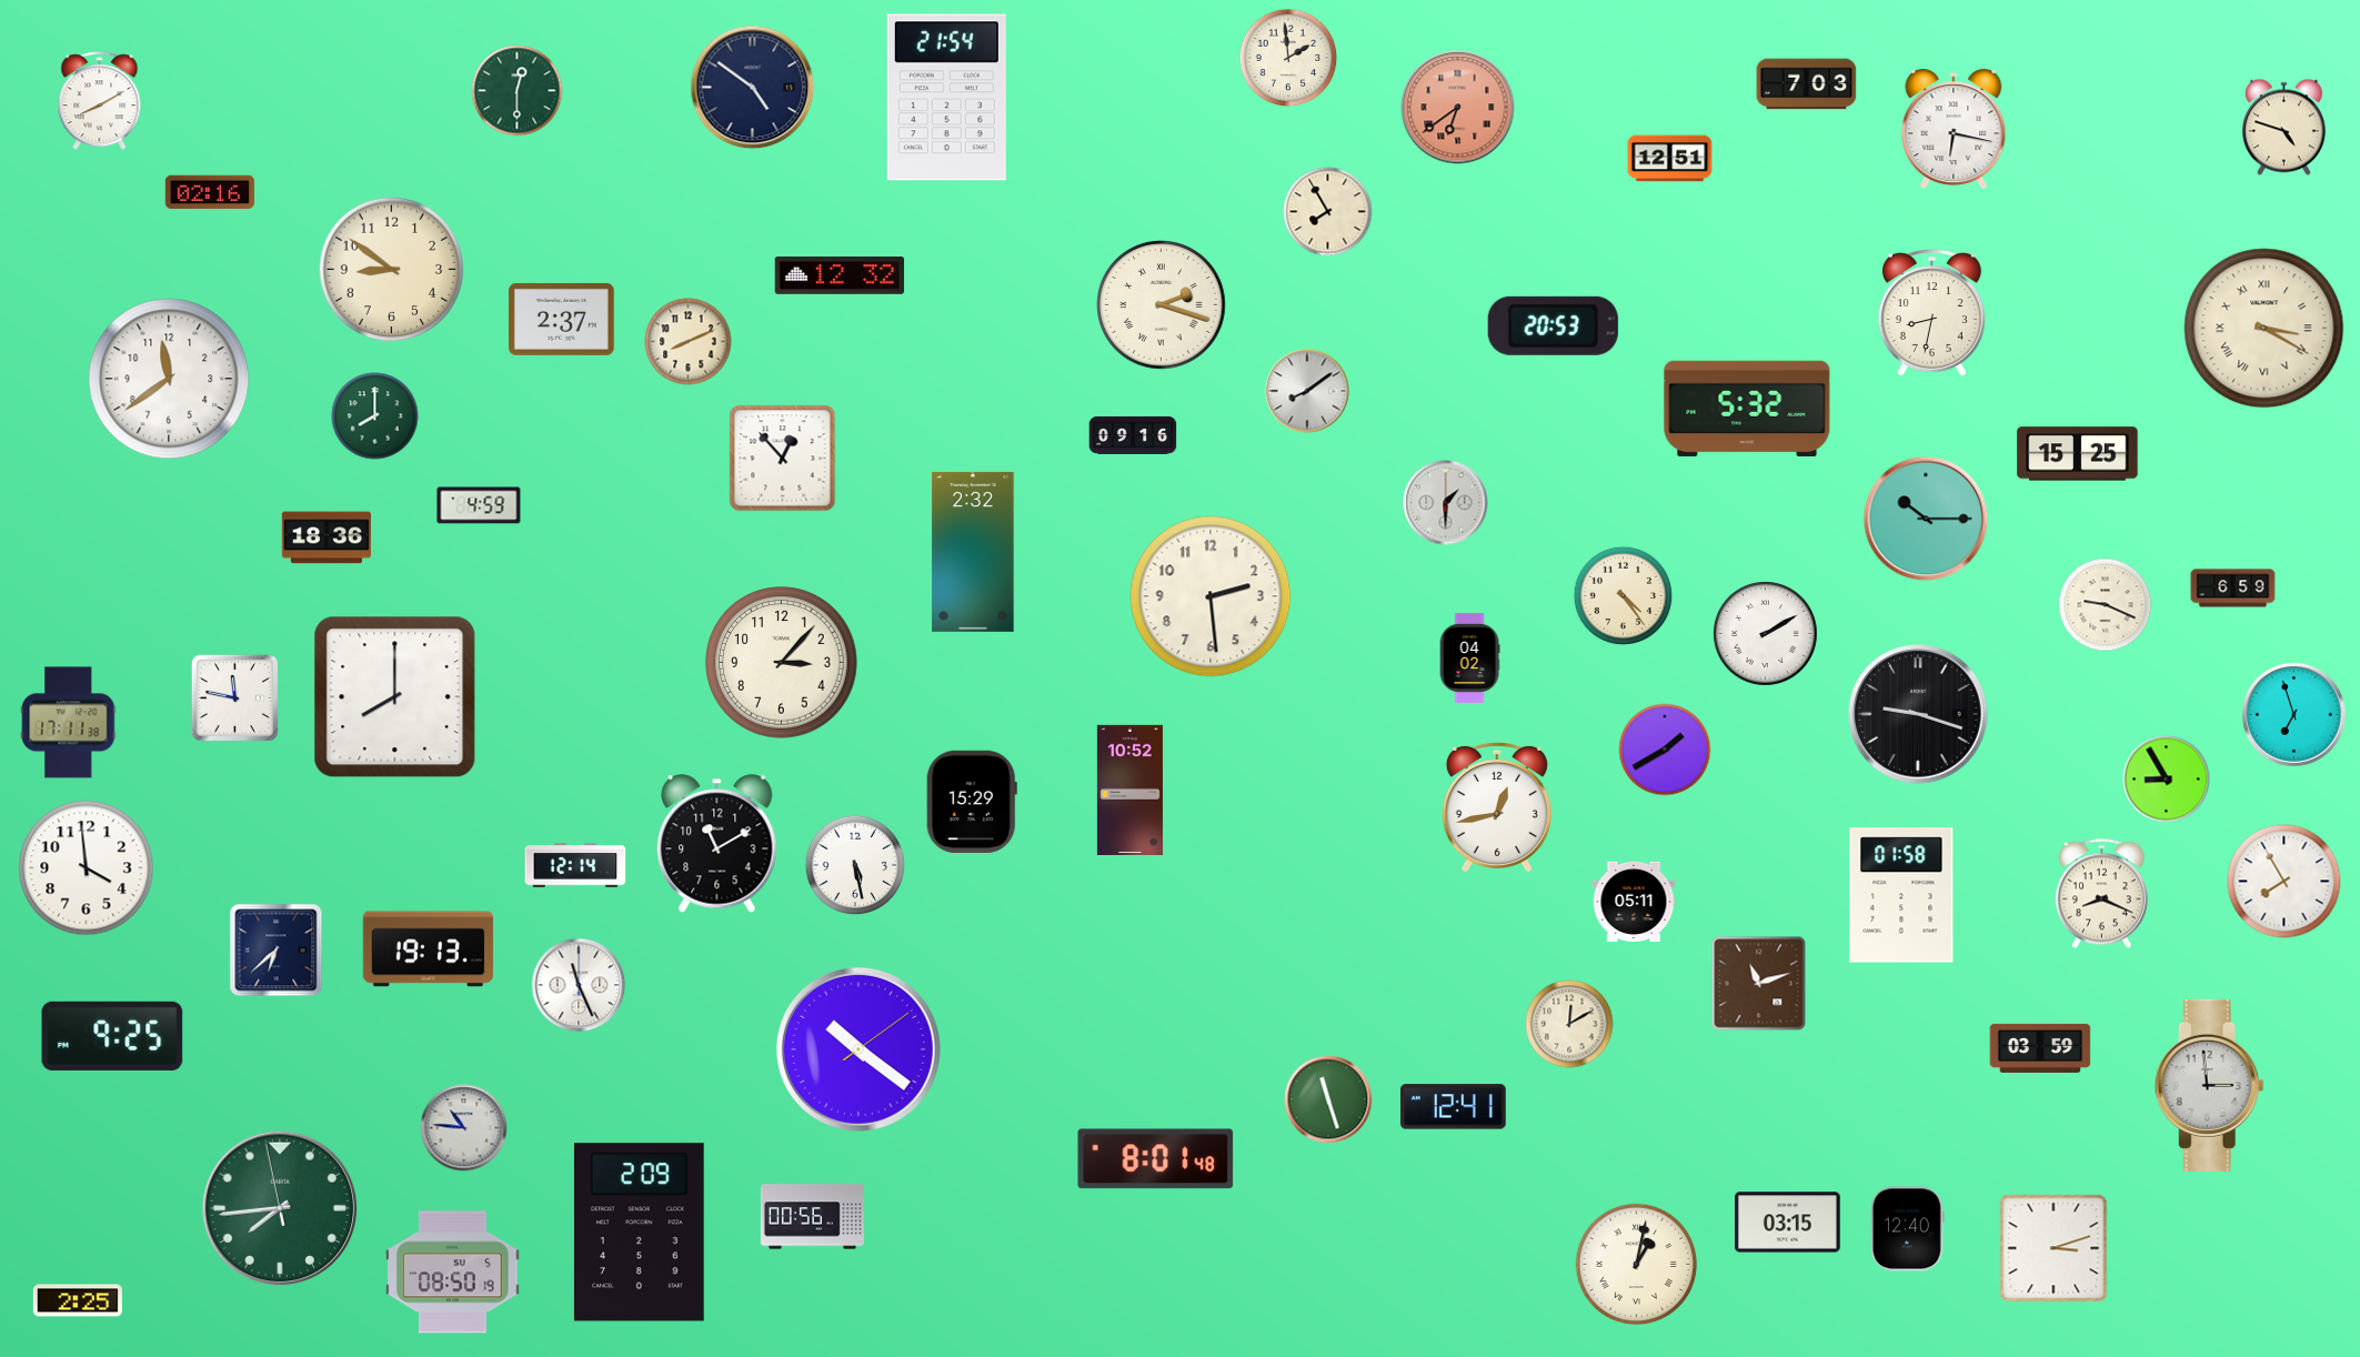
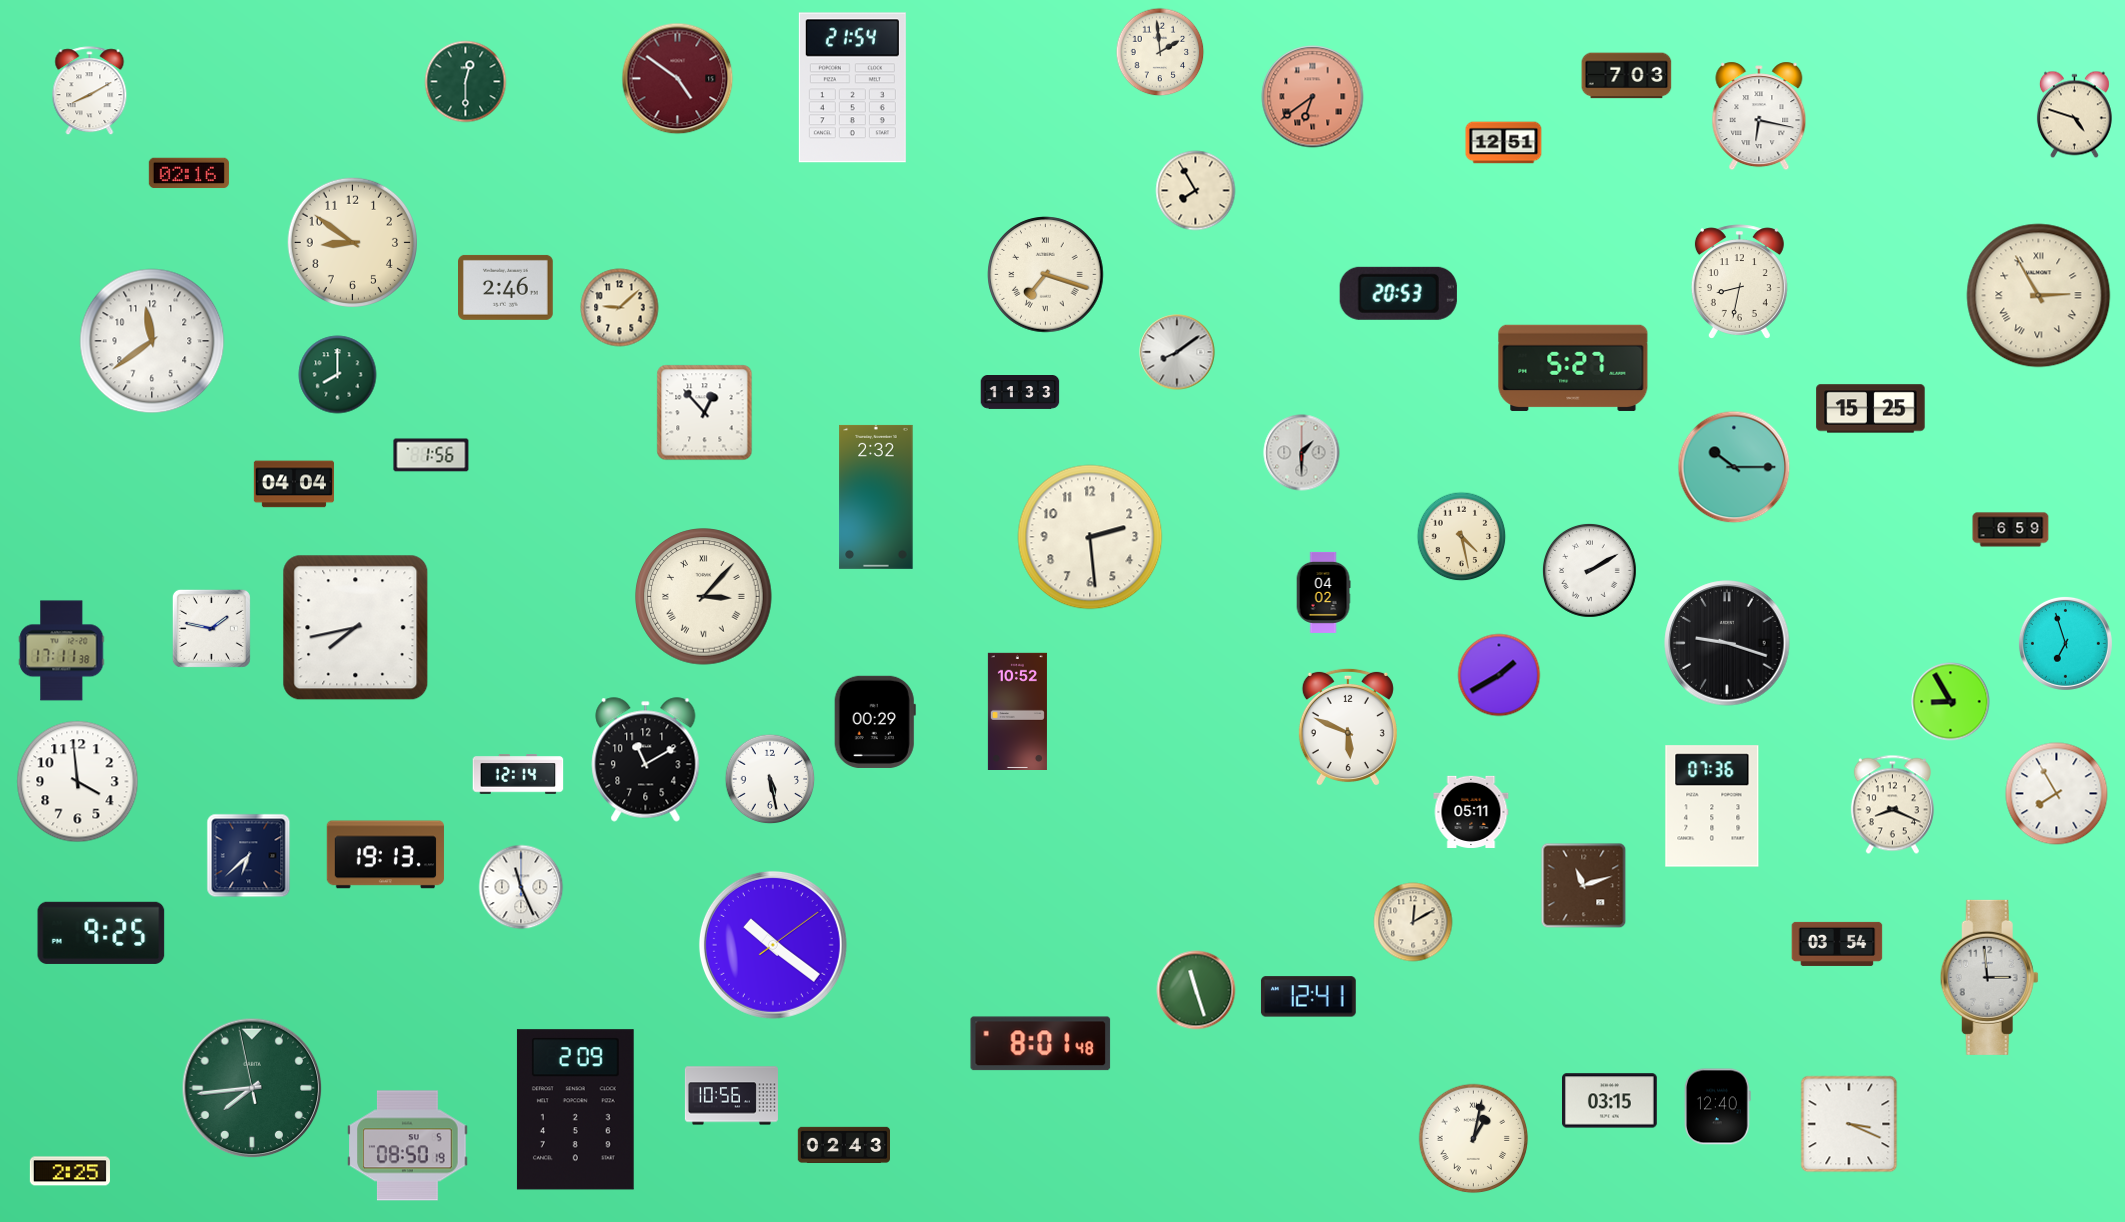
clock at (753, 88) dial: navy -> burgundy
clock at (2283, 128) position: (2283, 128) -> (2074, 115)
clock at (840, 277): 12:32 -> none
clock at (1162, 305): 2:18 -> 7:18
clock at (562, 319): 2:37 -> 2:46
clock at (2264, 329): 3:20 -> 2:55
clock at (689, 342): 8:11 -> 9:08
clock at (1747, 409): 5:32 -> 5:27
clock at (1133, 436): 09:16 -> 11:33
clock at (479, 505): 4:59 -> 1:56
clock at (327, 537): 18:36 -> 04:04
clock at (1624, 596): 4:24 -> 4:28
clock at (2106, 605): 9:19 -> none
clock at (782, 663) numerals: Arabic -> Roman
clock at (234, 697): 11:47 -> 1:47
clock at (395, 697): 8:00 -> 7:43
clock at (972, 802): 15:29 -> 00:29
clock at (1497, 807): 12:43 -> 5:49
clock at (575, 865) position: (575, 865) -> (518, 774)
clock at (1901, 895): 01:58 -> 07:36
clock at (2040, 1048): 03:59 -> 03:54
clock at (464, 1128): 10:46 -> none
clock at (812, 1217): 00:56 -> 10:56
clock at (2053, 1248): 3:12 -> 3:19
clock at (843, 1145): none -> 02:43
